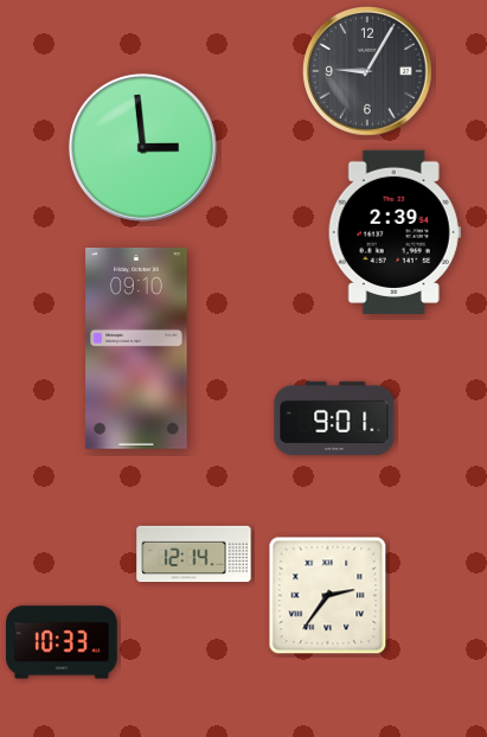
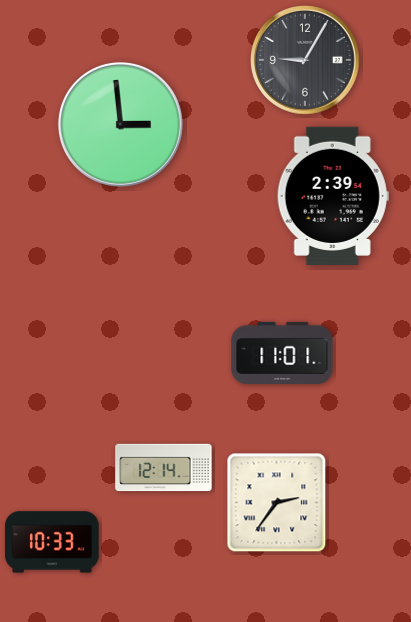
clock at (369, 72) position: (369, 72) -> (306, 61)
clock at (136, 350): 09:10 -> none
clock at (334, 418): 9:01 -> 11:01
